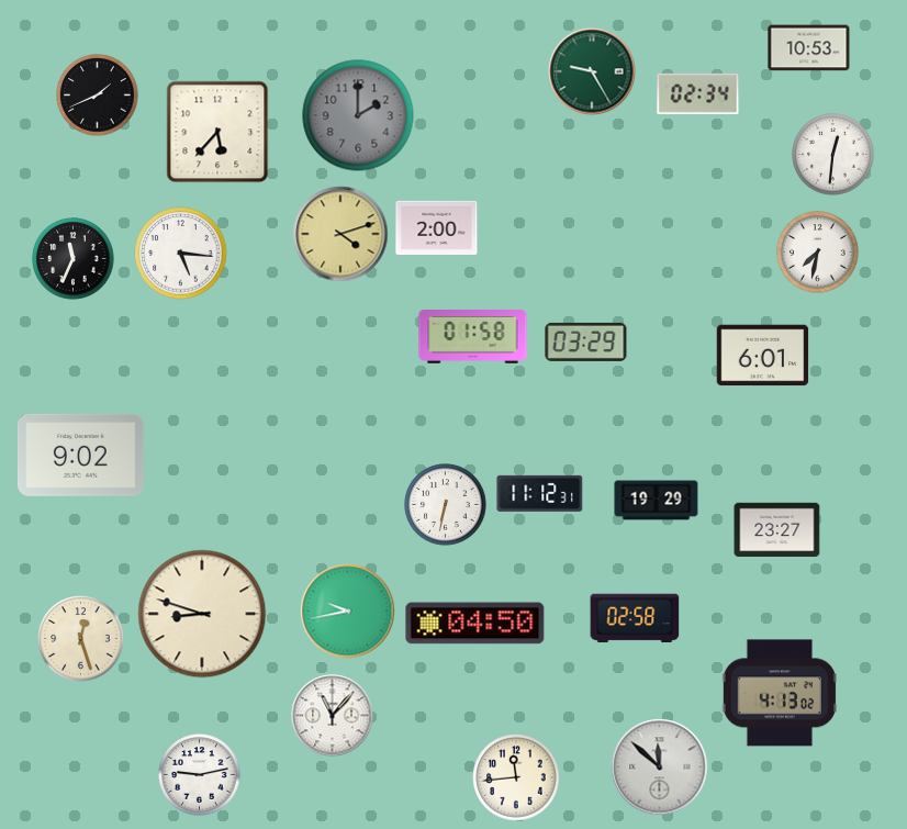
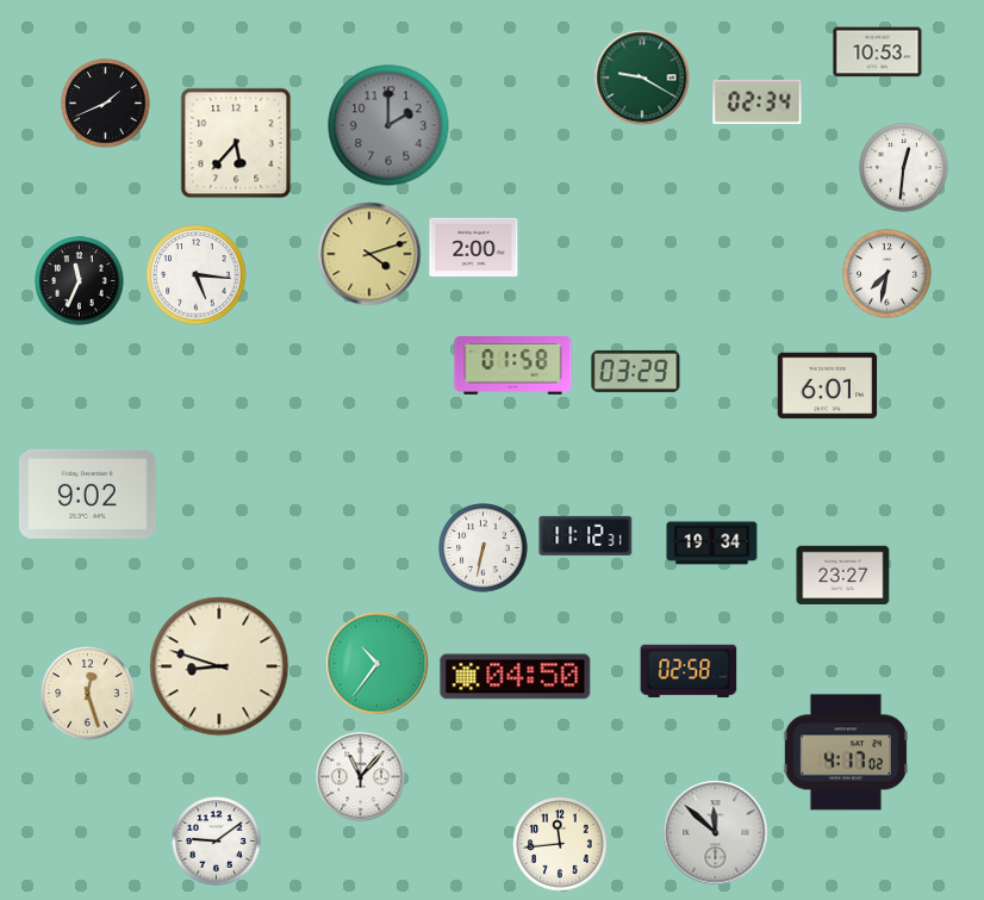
clock at (592, 71): 9:25 -> 9:20
clock at (657, 501): 19:29 -> 19:34
clock at (348, 612): 9:43 -> 10:36
clock at (780, 693): 4:13 -> 4:17
clock at (200, 775): 9:13 -> 9:09
